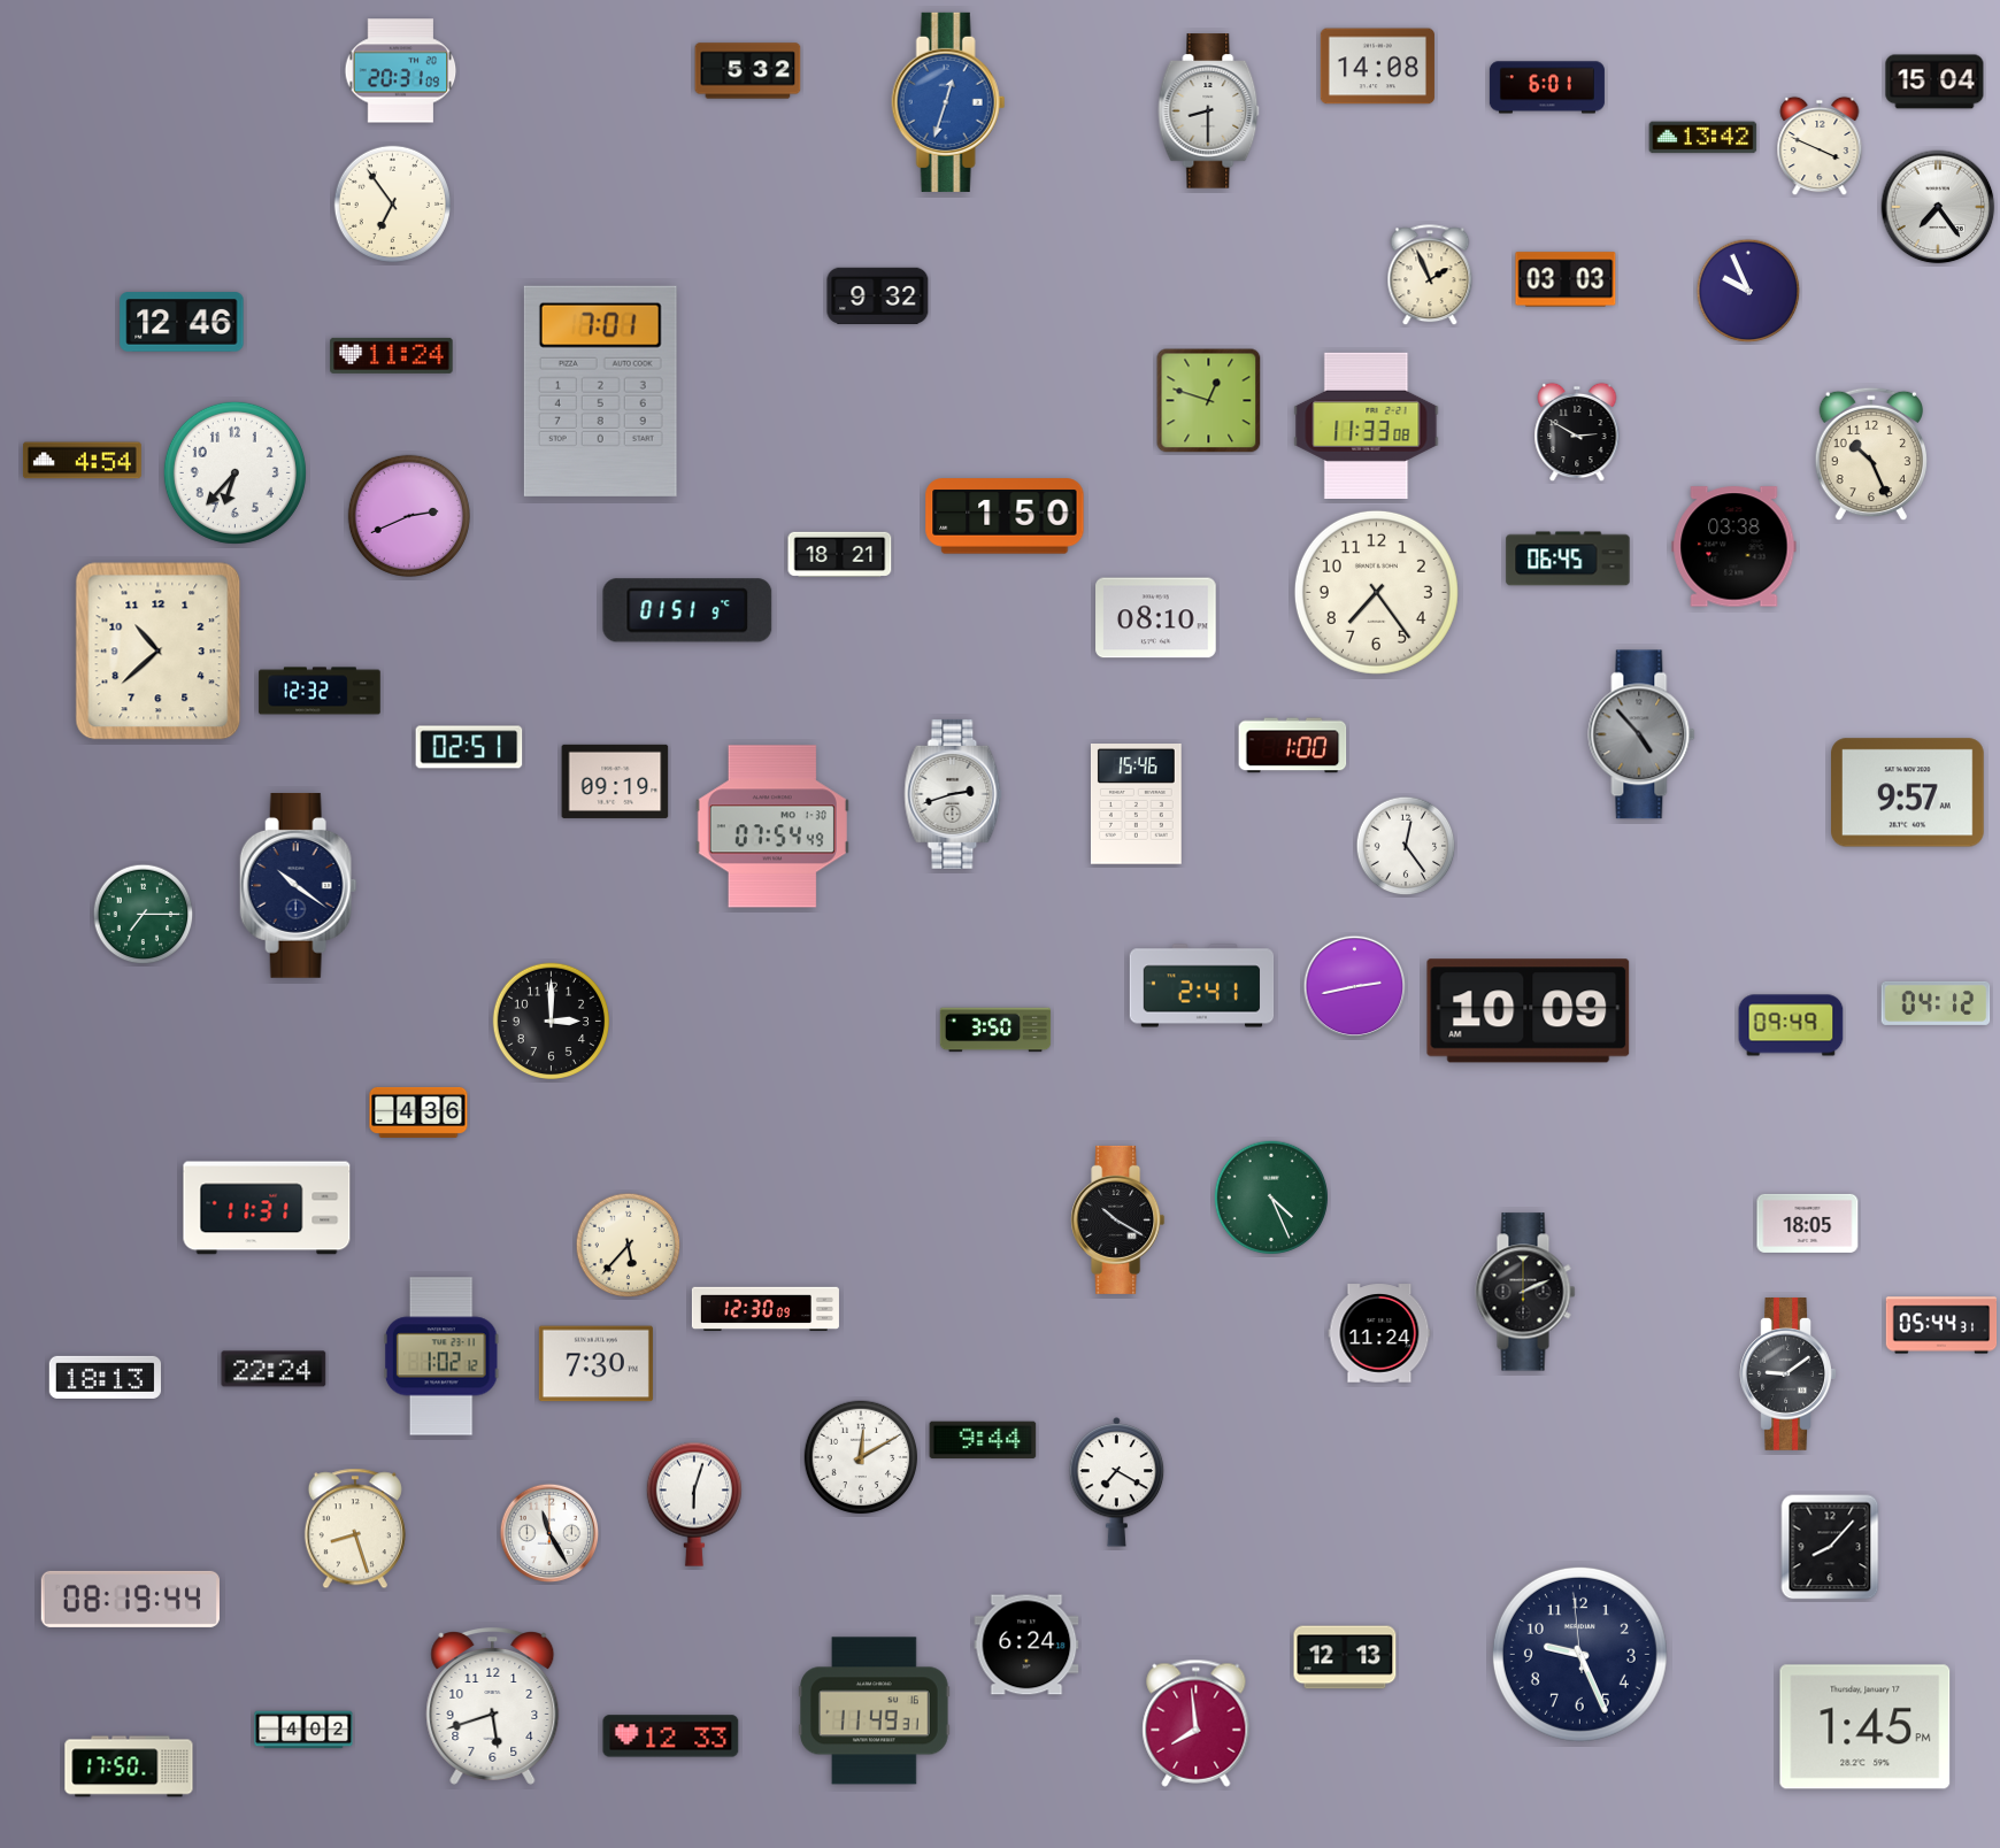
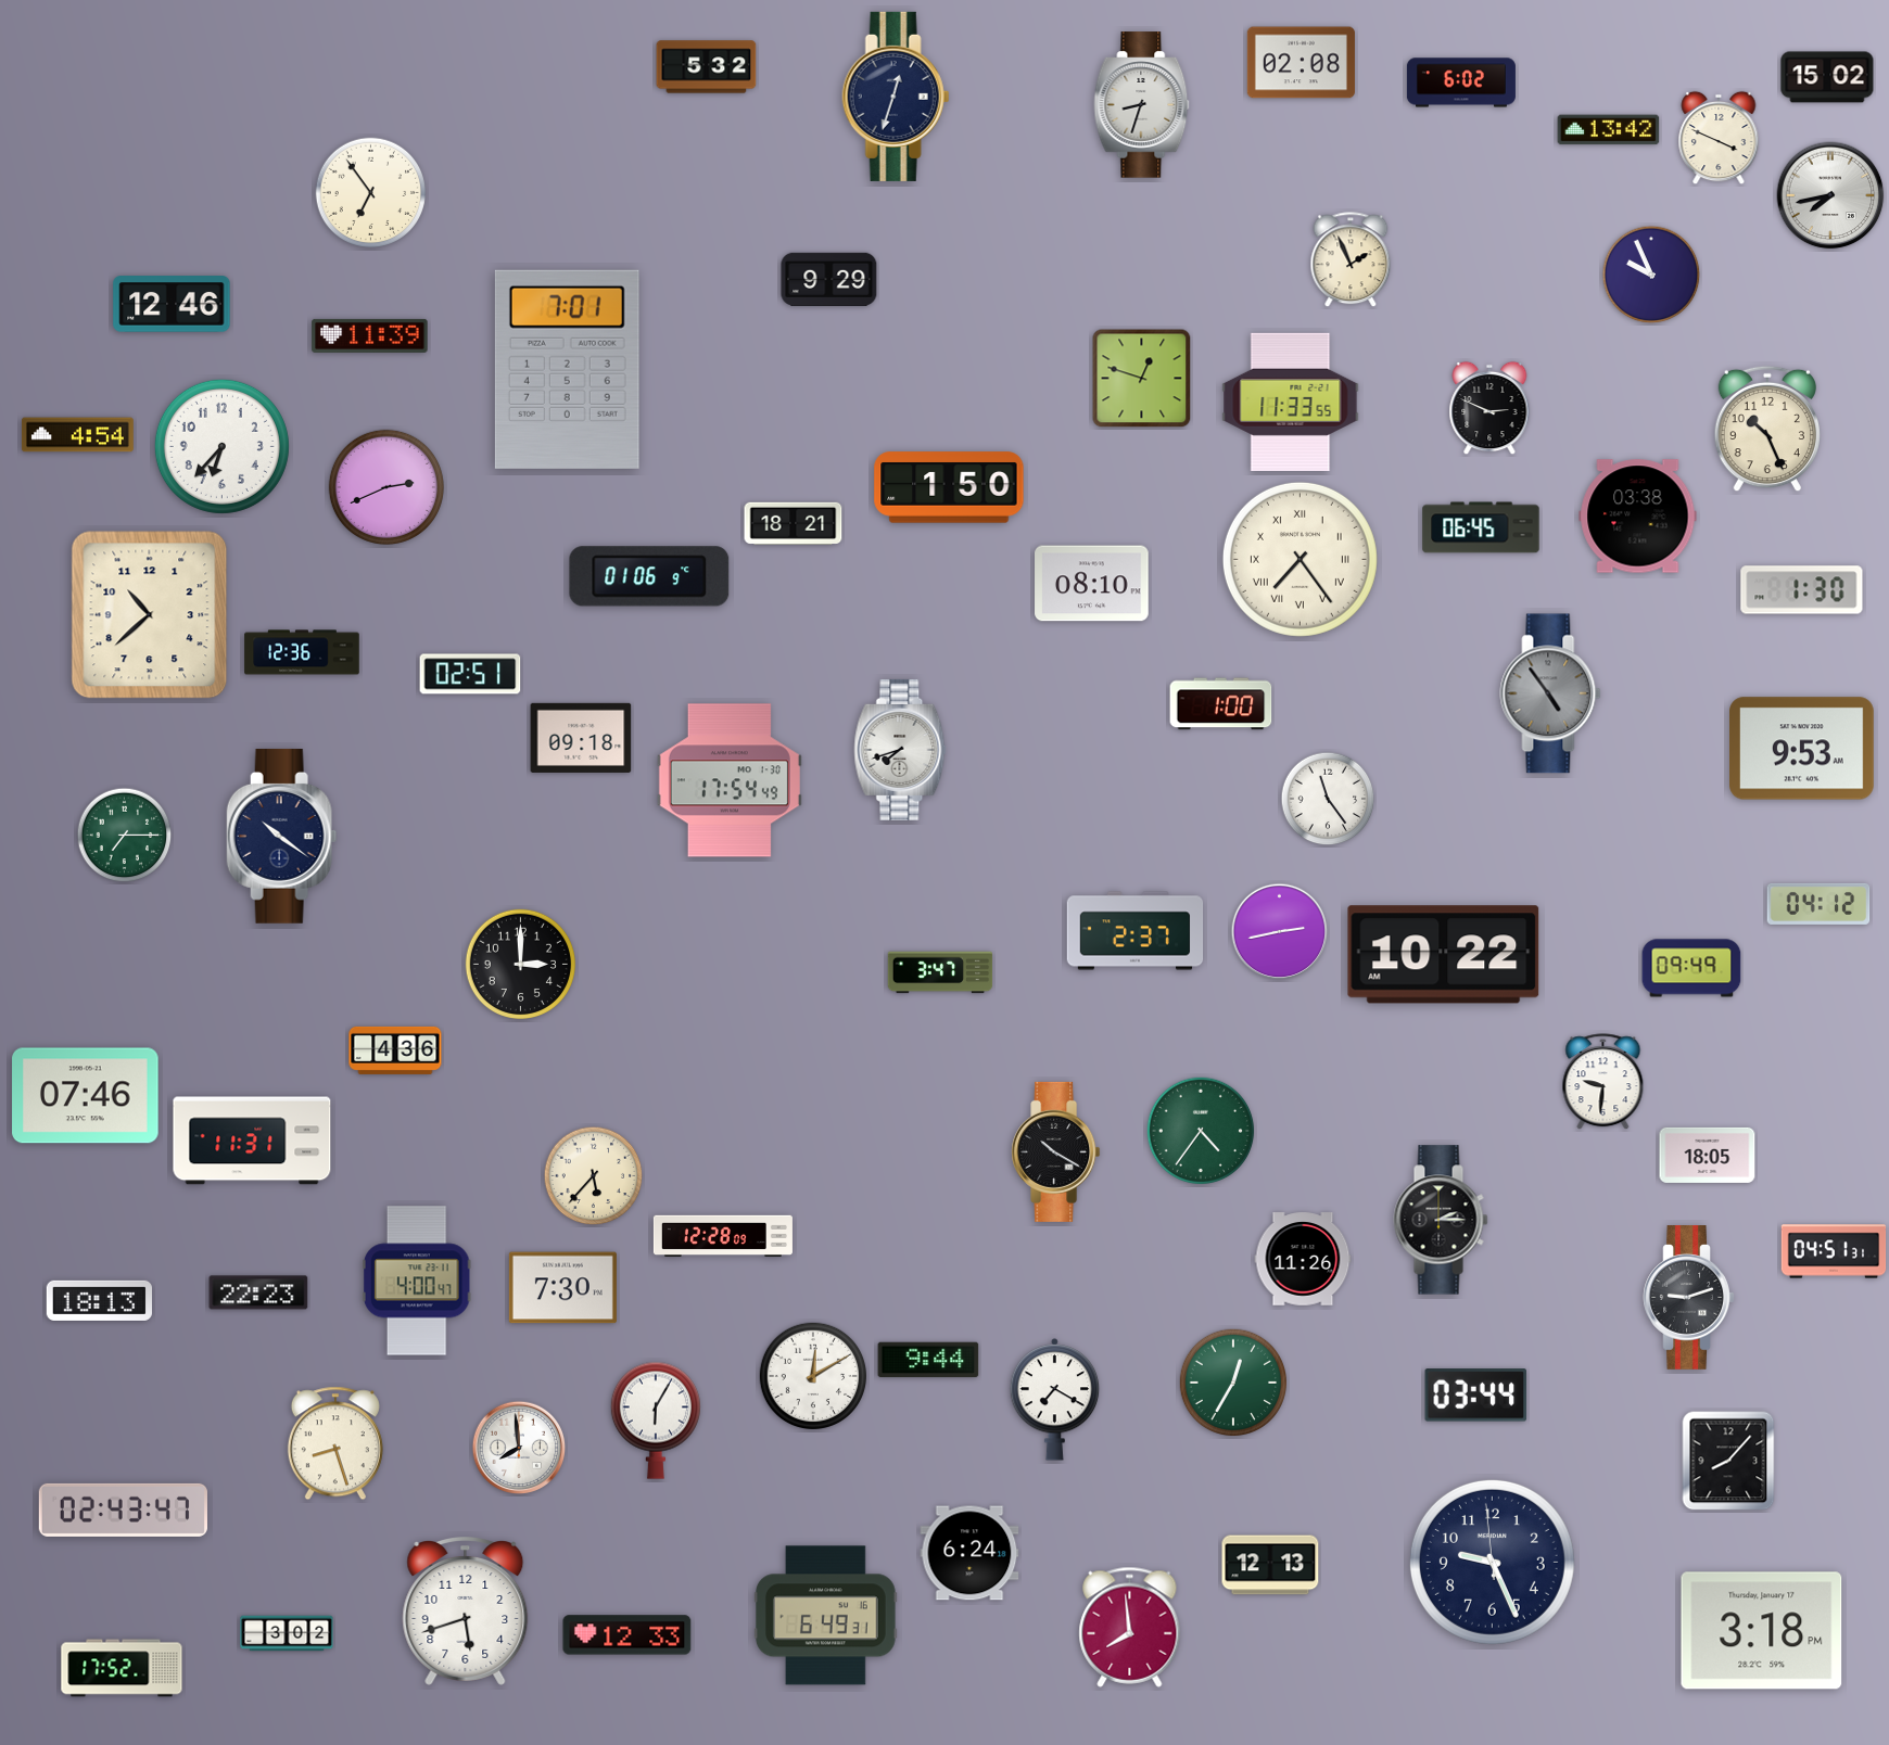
clock at (1377, 67): 14:08 -> 02:08
clock at (401, 71): 20:31 -> none
clock at (1934, 82): 15:04 -> 15:02
clock at (1547, 87): 6:01 -> 6:02
clock at (948, 102) dial: blue -> navy
clock at (1209, 111): 8:30 -> 8:33
clock at (1938, 207): 7:24 -> 7:43
clock at (1566, 279): 03:03 -> none
clock at (878, 295): 9:32 -> 9:29
clock at (392, 355): 11:24 -> 11:39
clock at (1367, 425): 11:33:08 -> 11:33:55
clock at (1577, 432): 2:50 -> 2:49
clock at (1376, 592) numerals: Arabic -> Roman
clock at (687, 610): 01:51 -> 01:06
clock at (1802, 590): none -> 1:30
clock at (320, 691): 12:32 -> 12:36
clock at (1641, 734): 4:53 -> 4:54
clock at (469, 747) position: (469, 747) -> (470, 674)
clock at (615, 781): 09:19 -> 09:18
clock at (1908, 793): 9:57 -> 9:53
clock at (953, 794): 2:42 -> 7:42
clock at (1136, 804): 15:46 -> none
clock at (772, 826): 07:54 -> 17:54
clock at (1406, 846): 12:24 -> 11:24
clock at (144, 915) position: (144, 915) -> (125, 836)
clock at (1202, 986): 2:41 -> 2:37
clock at (1936, 1003) position: (1936, 1003) -> (1818, 904)
clock at (1529, 1011): 10:09 -> 10:22
clock at (995, 1030): 3:50 -> 3:47
clock at (1603, 1082): none -> 9:31
clock at (86, 1096): none -> 07:46
clock at (1271, 1198): 4:26 -> 4:36
clock at (1525, 1292): 2:11 -> 2:15
clock at (766, 1309): 12:30 -> 12:28
clock at (1941, 1325): 05:44 -> 04:51
clock at (1379, 1333): 11:24 -> 11:26
clock at (441, 1356): 1:02 -> 4:00
clock at (274, 1369): 22:24 -> 22:23
clock at (1789, 1375): 9:09 -> 9:12
clock at (1233, 1383): none -> 12:35
clock at (1476, 1396): none -> 03:44
clock at (694, 1504): 6:03 -> 6:05
clock at (549, 1533): 11:25 -> 7:59
clock at (130, 1599): 08:19 -> 02:43
clock at (875, 1711): 11:49 -> 6:49
clock at (1866, 1727): 1:45 -> 3:18
clock at (303, 1730): 4:02 -> 3:02
clock at (671, 1737) position: (671, 1737) -> (627, 1635)
clock at (129, 1766): 17:50 -> 17:52
